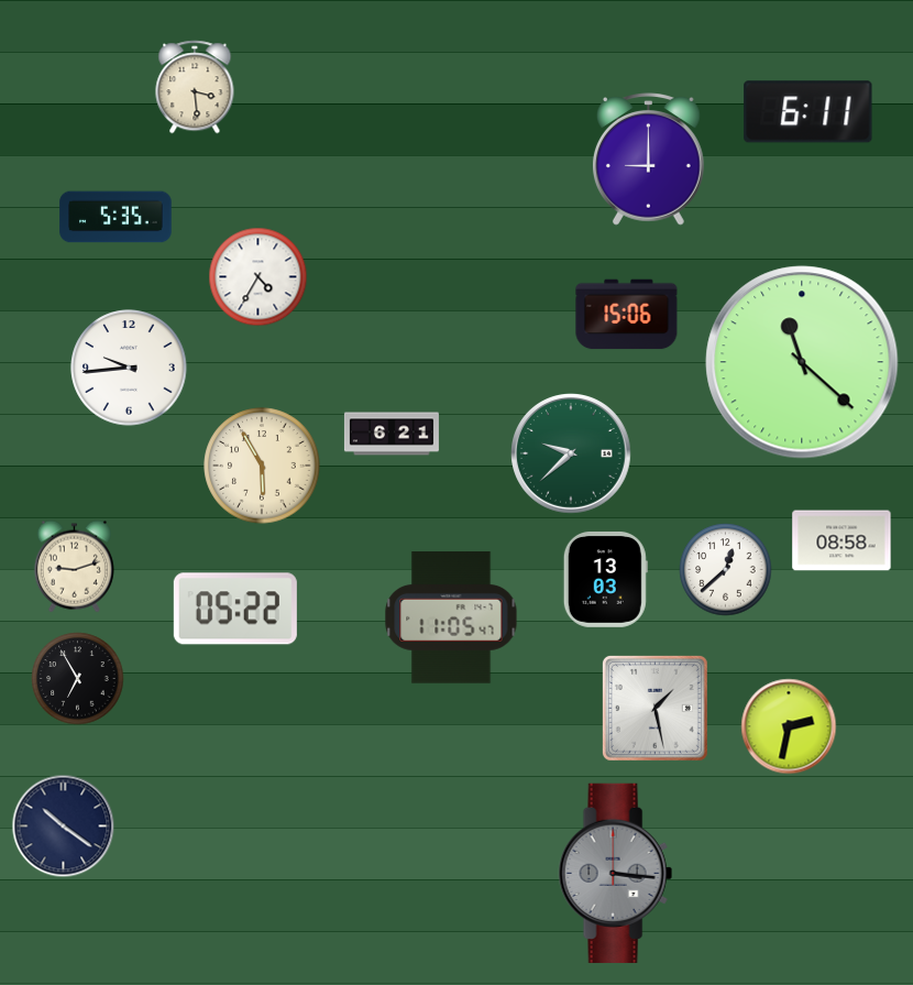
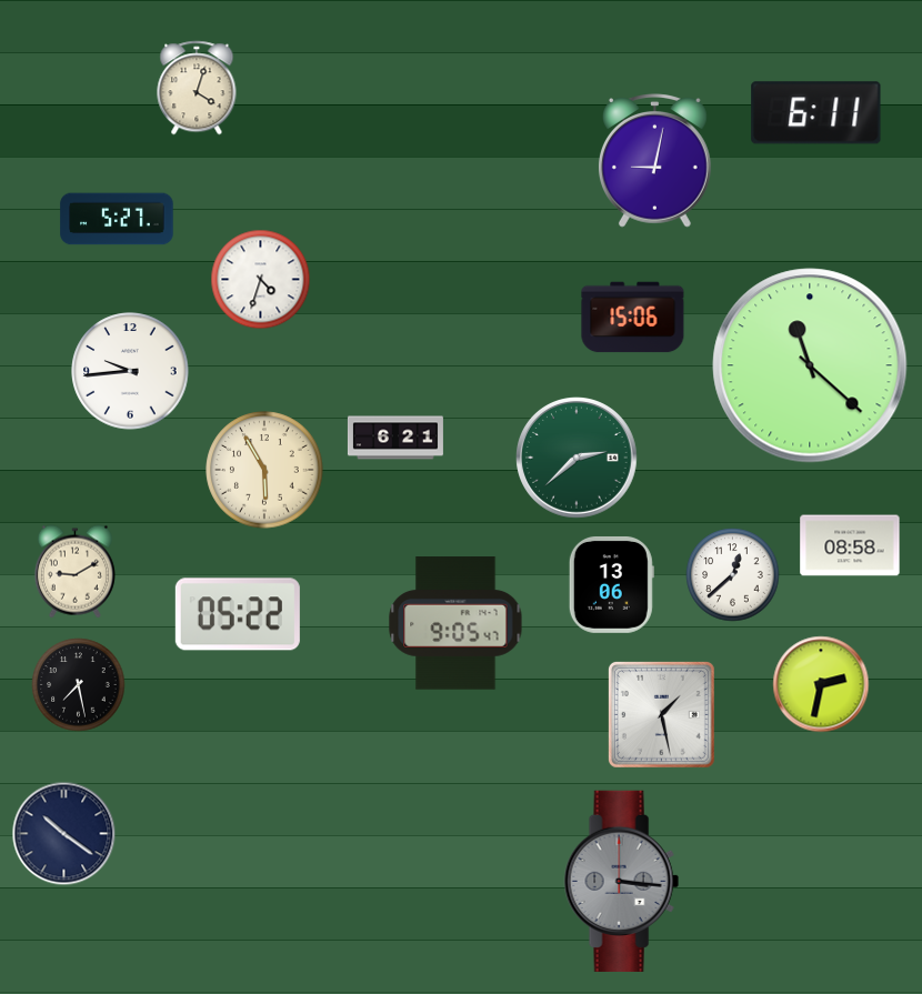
clock at (195, 87): 3:29 -> 4:03
clock at (648, 160): 9:00 -> 9:02
clock at (116, 217): 5:35 -> 5:27
clock at (258, 277): 4:35 -> 4:33
clock at (572, 455): 9:38 -> 2:38
clock at (74, 567): 9:12 -> 9:10
clock at (605, 579): 13:03 -> 13:06
clock at (451, 617): 11:05 -> 9:05
clock at (78, 679): 6:55 -> 7:28
clock at (789, 726) position: (789, 726) -> (821, 684)
